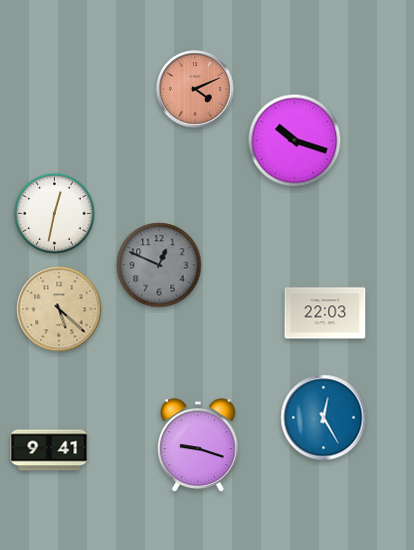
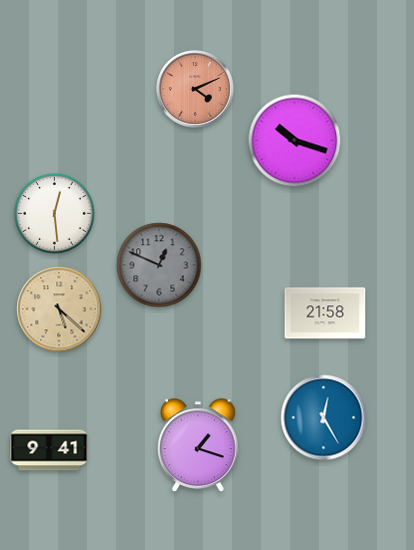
clock at (55, 214): 12:32 -> 12:29
clock at (325, 313): 22:03 -> 21:58
clock at (198, 446): 9:18 -> 1:18
